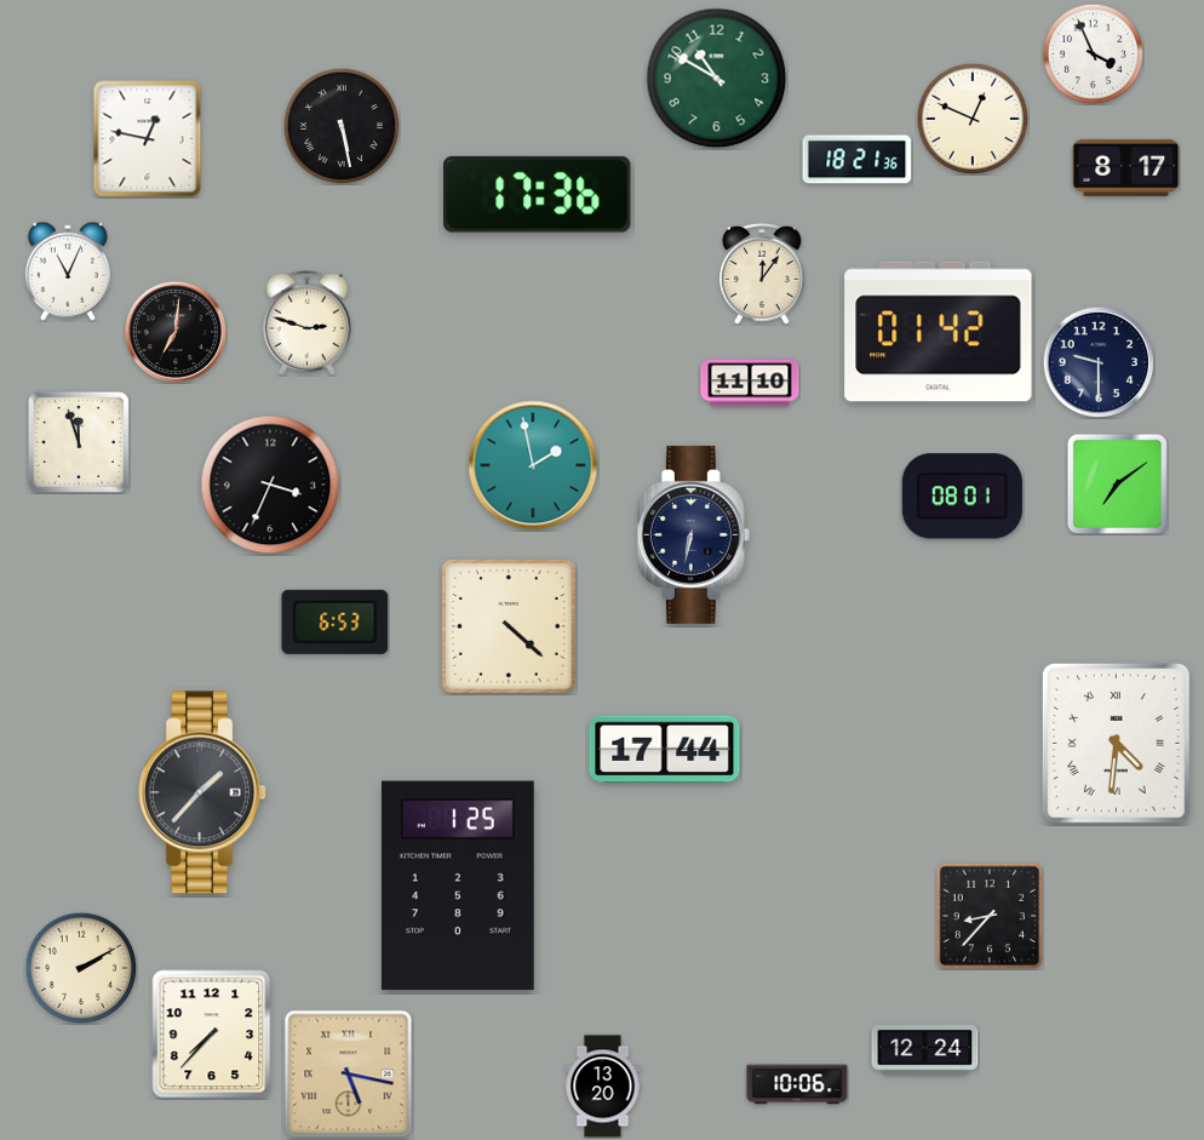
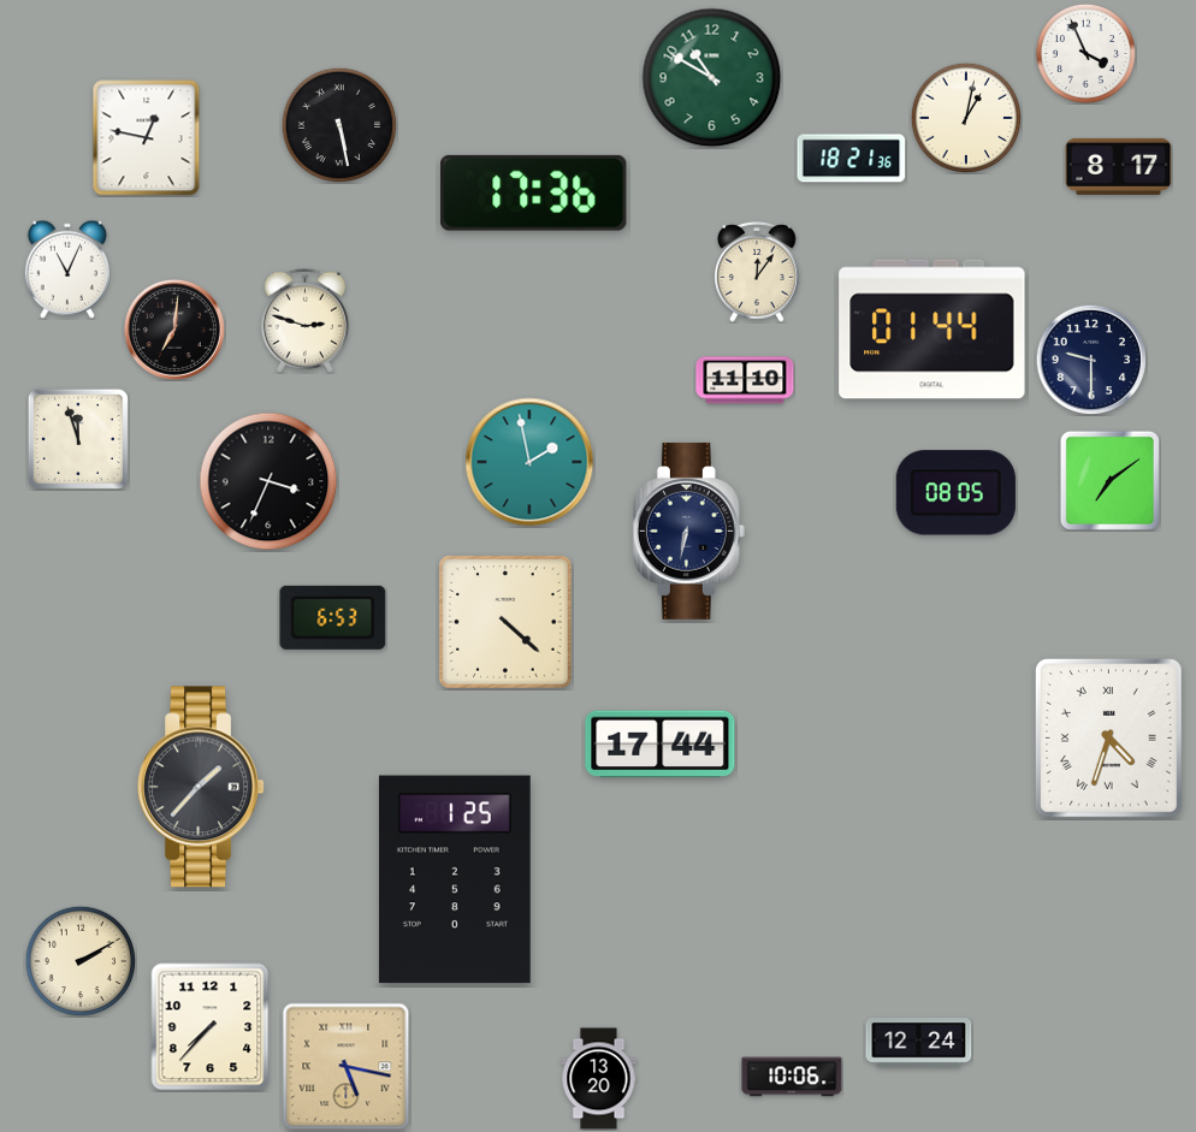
clock at (971, 118): 12:49 -> 1:02
clock at (939, 332): 01:42 -> 01:44
clock at (962, 497): 08:01 -> 08:05
clock at (1116, 743): 4:31 -> 4:33
clock at (988, 915): 8:37 -> none
